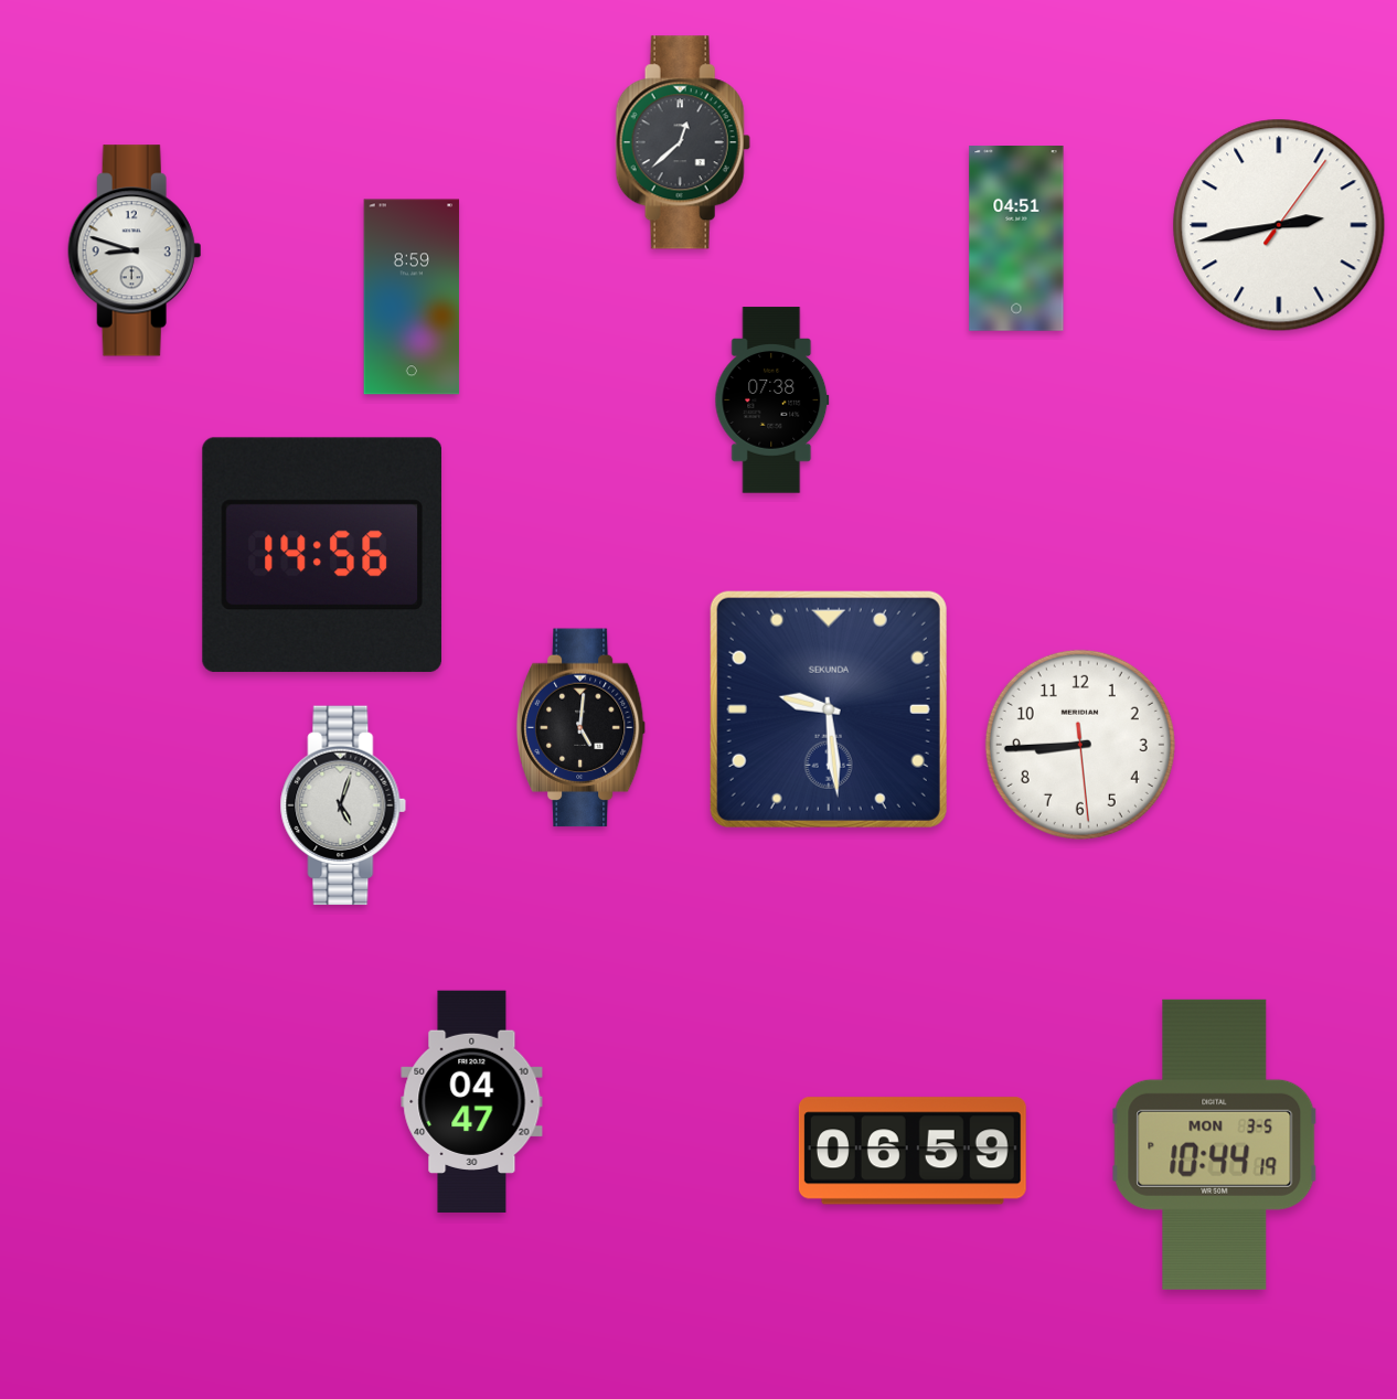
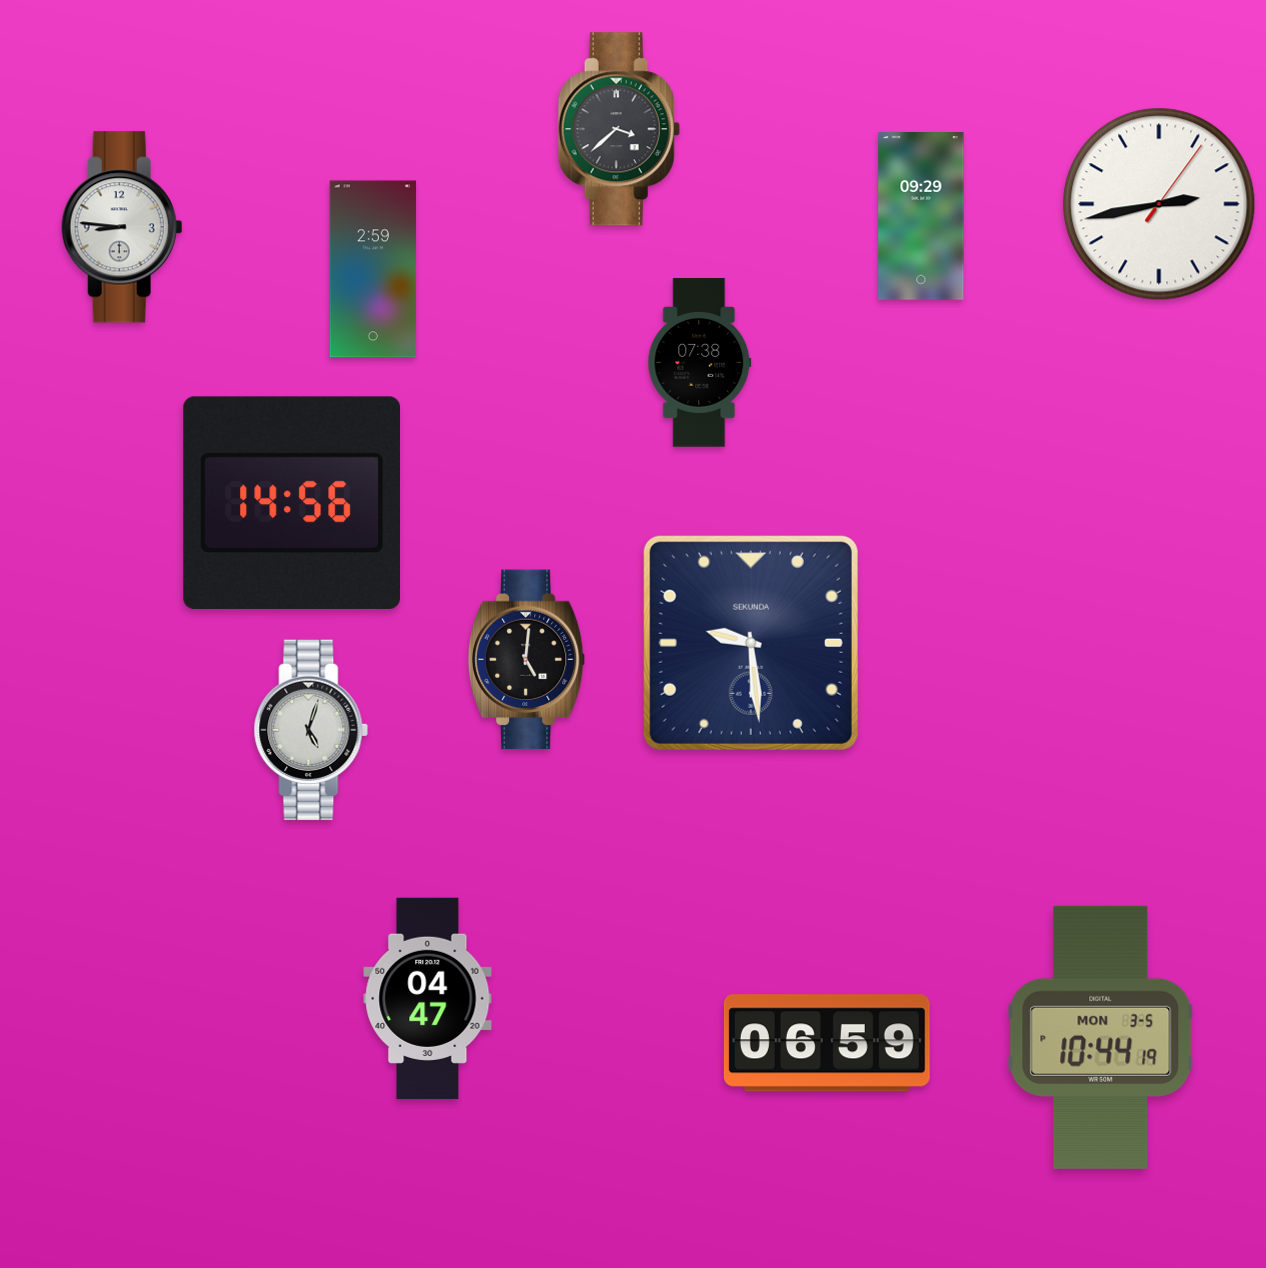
clock at (683, 142): 12:38 -> 3:38
clock at (1016, 239): 04:51 -> 09:29
clock at (135, 250): 8:48 -> 8:46
clock at (412, 297): 8:59 -> 2:59
clock at (1080, 745): 8:44 -> none
